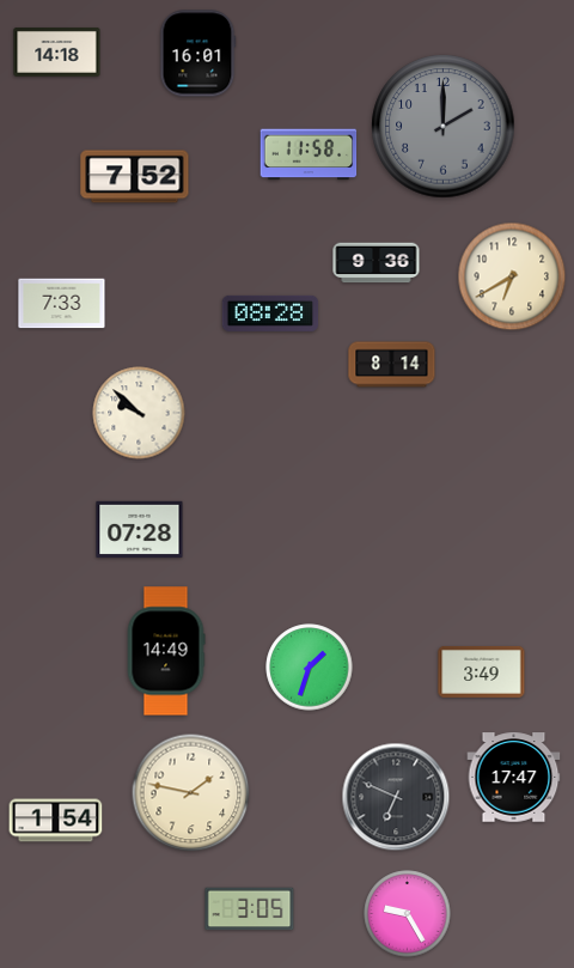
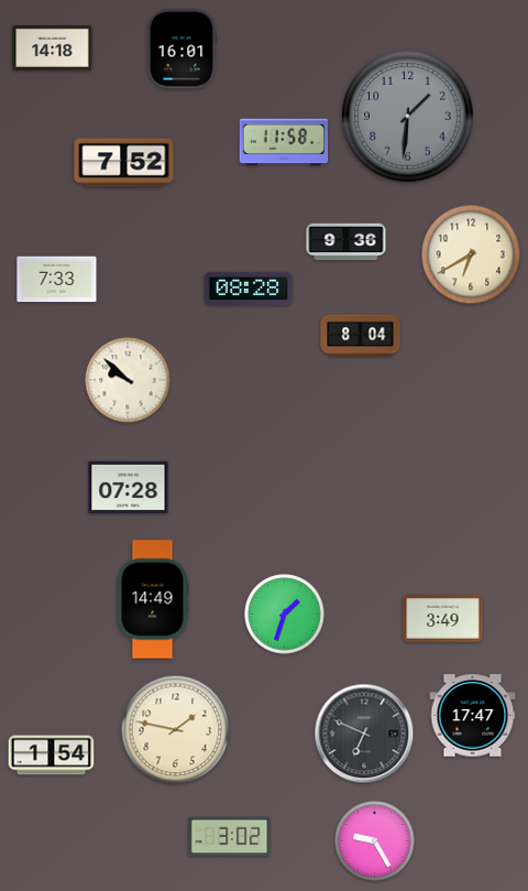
clock at (444, 127): 2:00 -> 1:31
clock at (392, 365): 8:14 -> 8:04
clock at (250, 909): 3:05 -> 3:02
